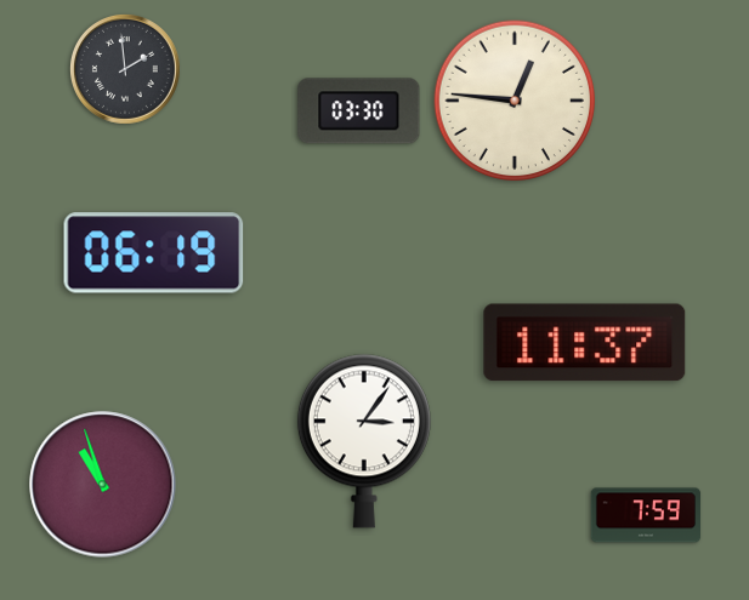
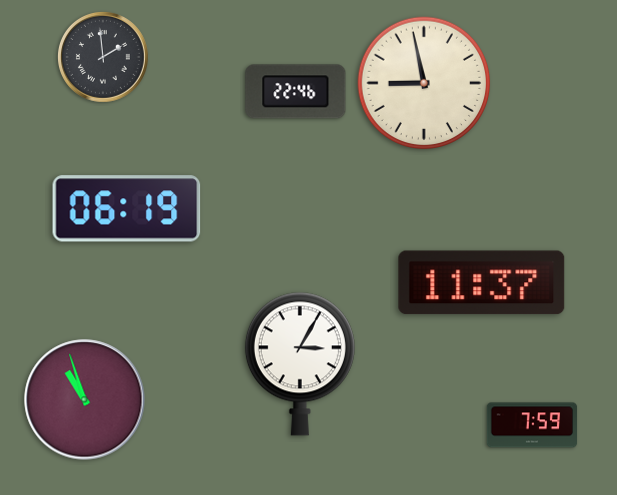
clock at (515, 101): 12:46 -> 8:58
clock at (359, 112): 03:30 -> 22:46
clock at (364, 441): 3:06 -> 3:05
